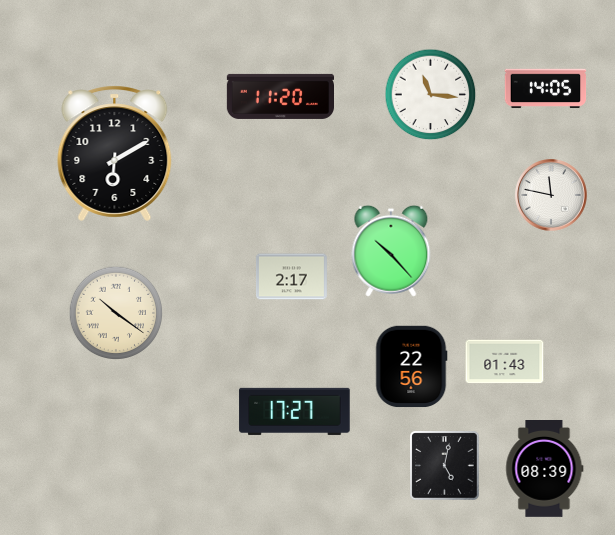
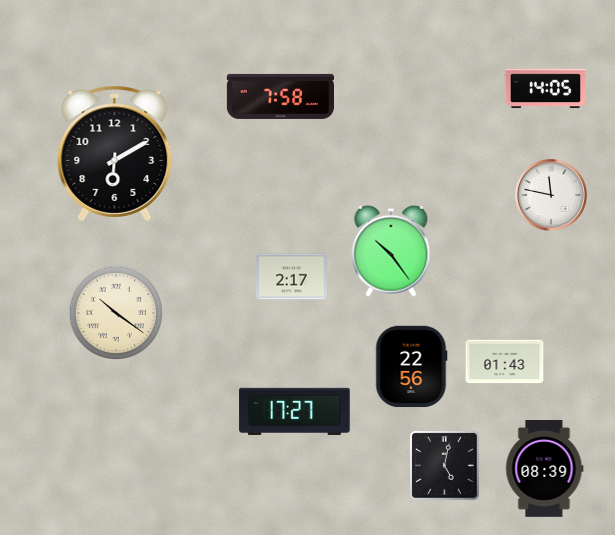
clock at (431, 95): 11:16 -> none
clock at (280, 96): 11:20 -> 7:58
clock at (391, 251): 10:23 -> 10:24
